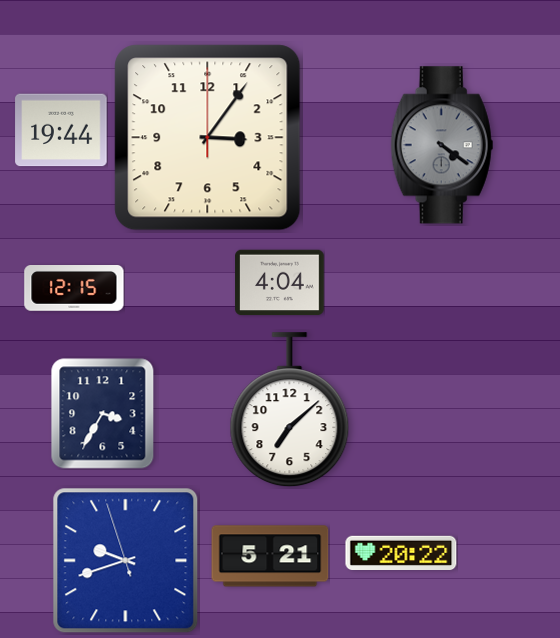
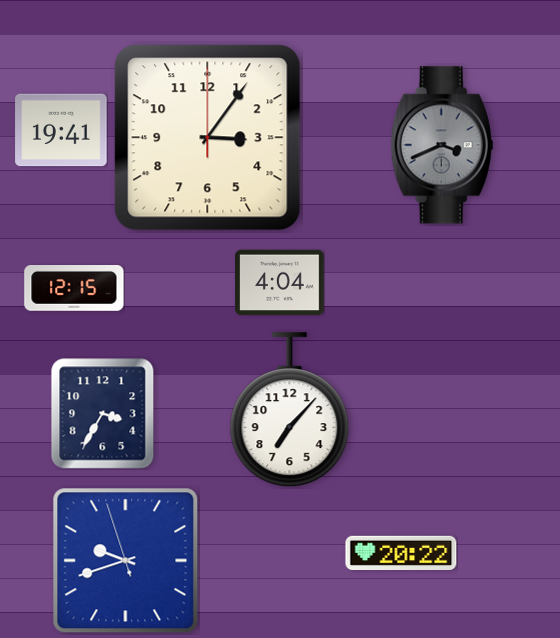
clock at (61, 130): 19:44 -> 19:41
clock at (442, 145): 4:21 -> 3:41
clock at (290, 410): 7:08 -> 7:07
clock at (270, 556): 5:21 -> none
